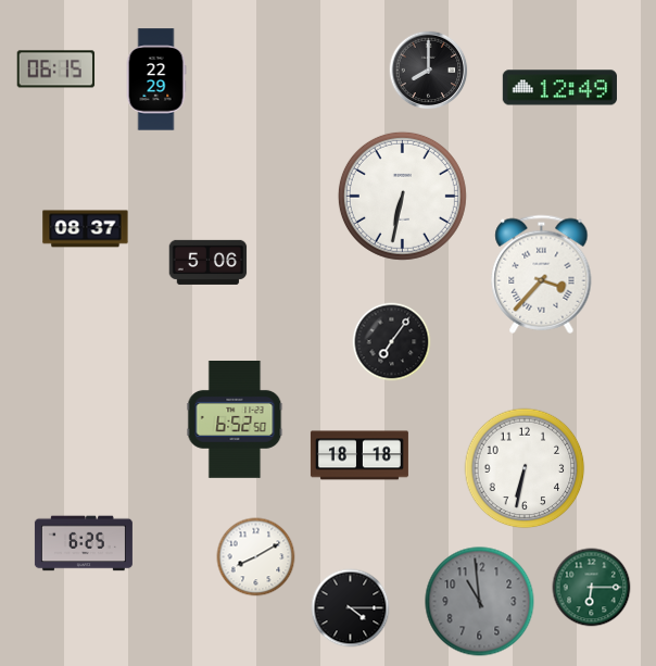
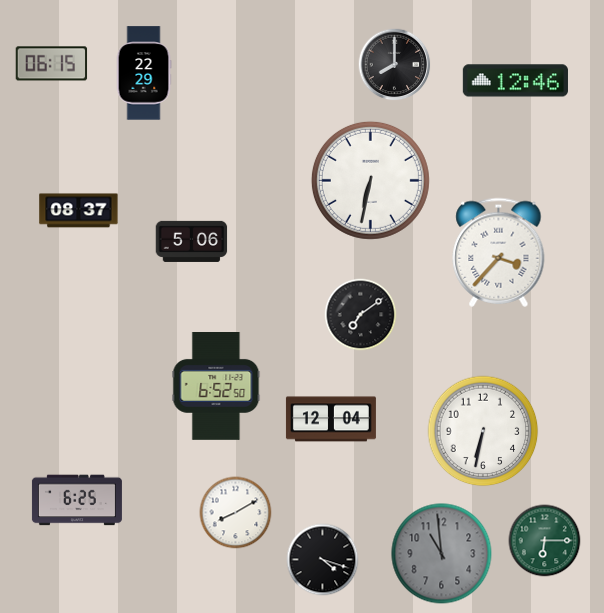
clock at (559, 88): 12:49 -> 12:46
clock at (392, 342): 7:06 -> 7:09
clock at (359, 455): 18:18 -> 12:04
clock at (351, 608): 4:15 -> 4:18
